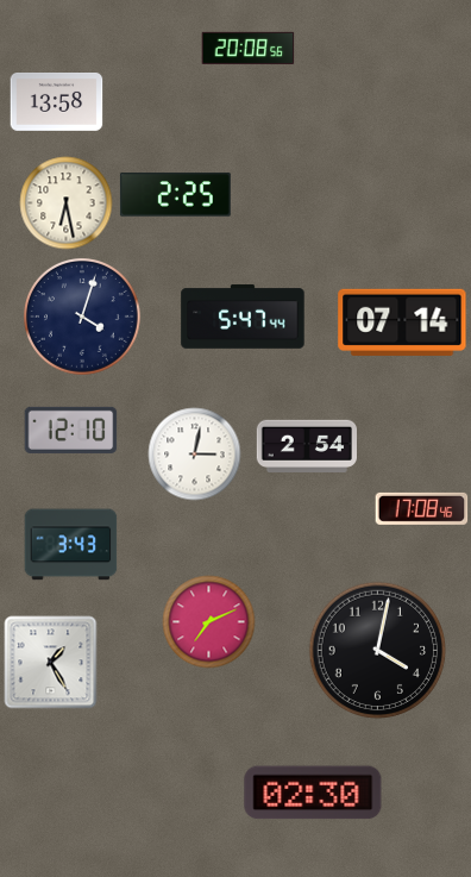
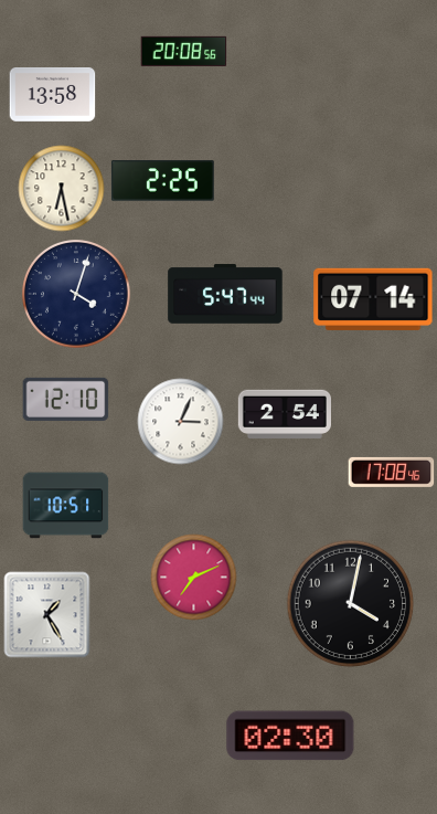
clock at (247, 48) position: (247, 48) -> (183, 51)
clock at (194, 453): 3:02 -> 3:04
clock at (70, 545): 3:43 -> 10:51
